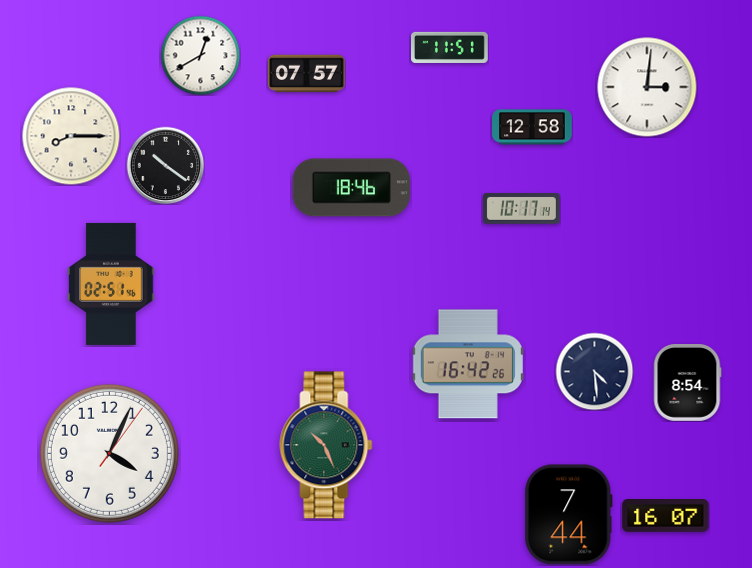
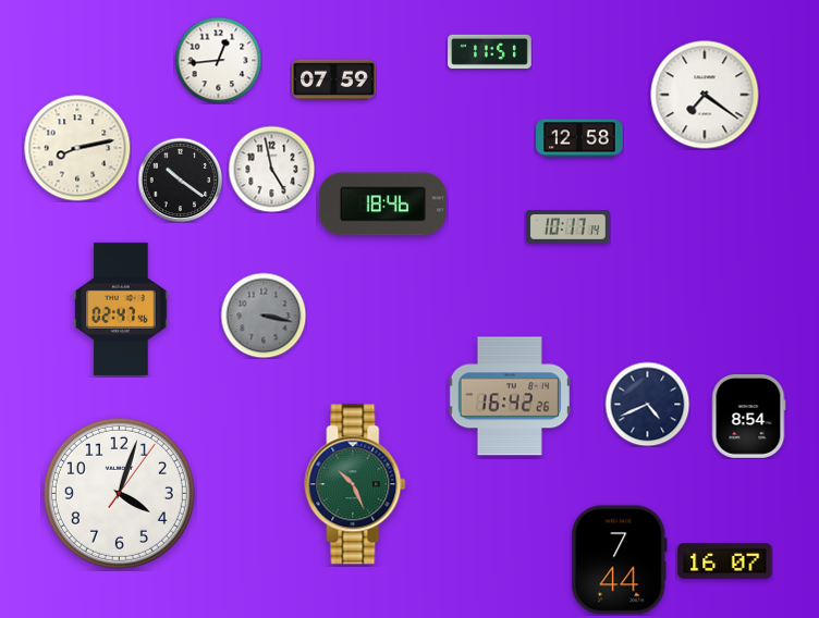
clock at (200, 55): 12:40 -> 12:44
clock at (307, 74): 07:57 -> 07:59
clock at (647, 87): 3:01 -> 7:21
clock at (71, 136): 8:15 -> 8:13
clock at (271, 169): none -> 4:58
clock at (111, 284): 02:51 -> 02:47
clock at (264, 316): none -> 3:17
clock at (594, 371): 4:29 -> 4:41
clock at (109, 453): 4:04 -> 4:03
